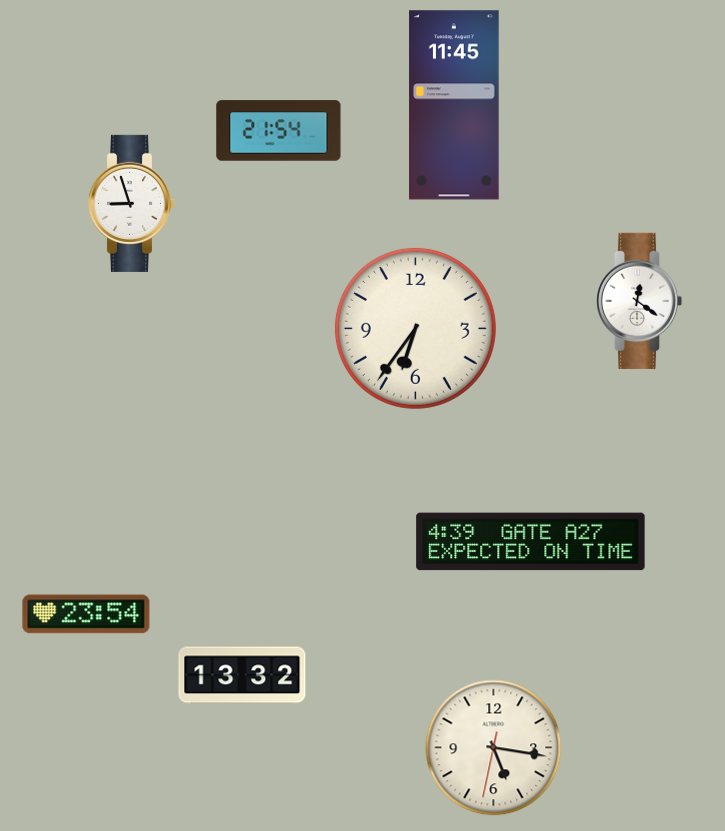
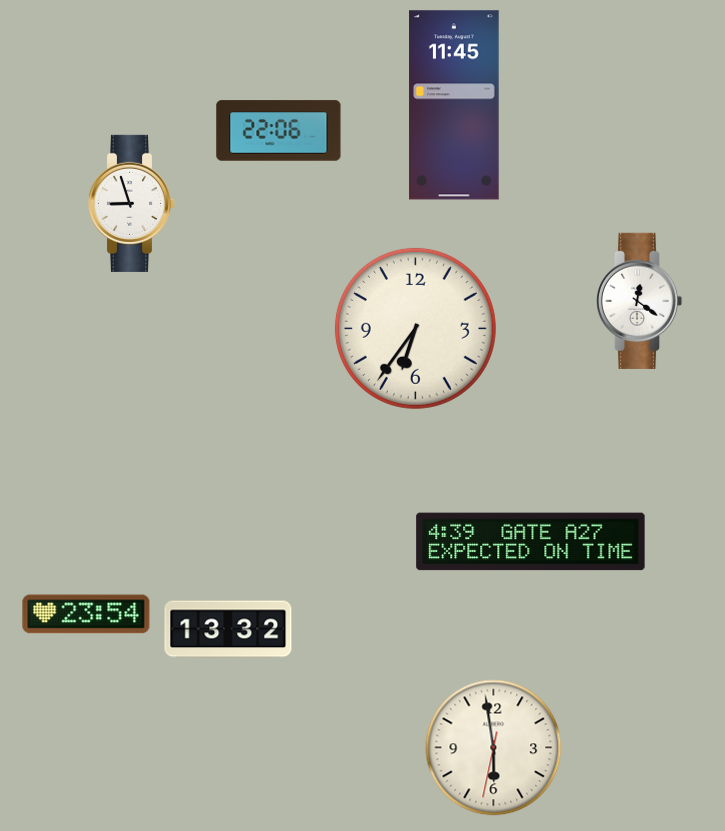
clock at (279, 131): 21:54 -> 22:06
clock at (242, 675) position: (242, 675) -> (228, 629)
clock at (494, 748): 5:16 -> 5:58
